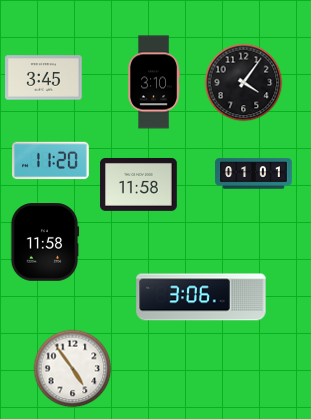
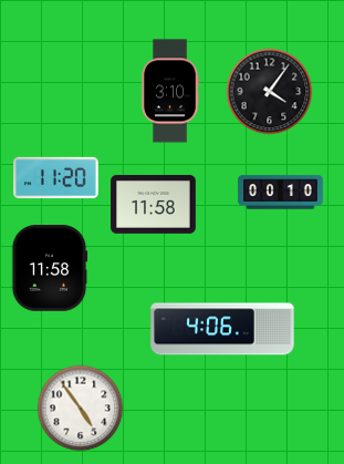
clock at (44, 78): 3:45 -> none
clock at (254, 174): 01:01 -> 00:10
clock at (201, 297): 3:06 -> 4:06
